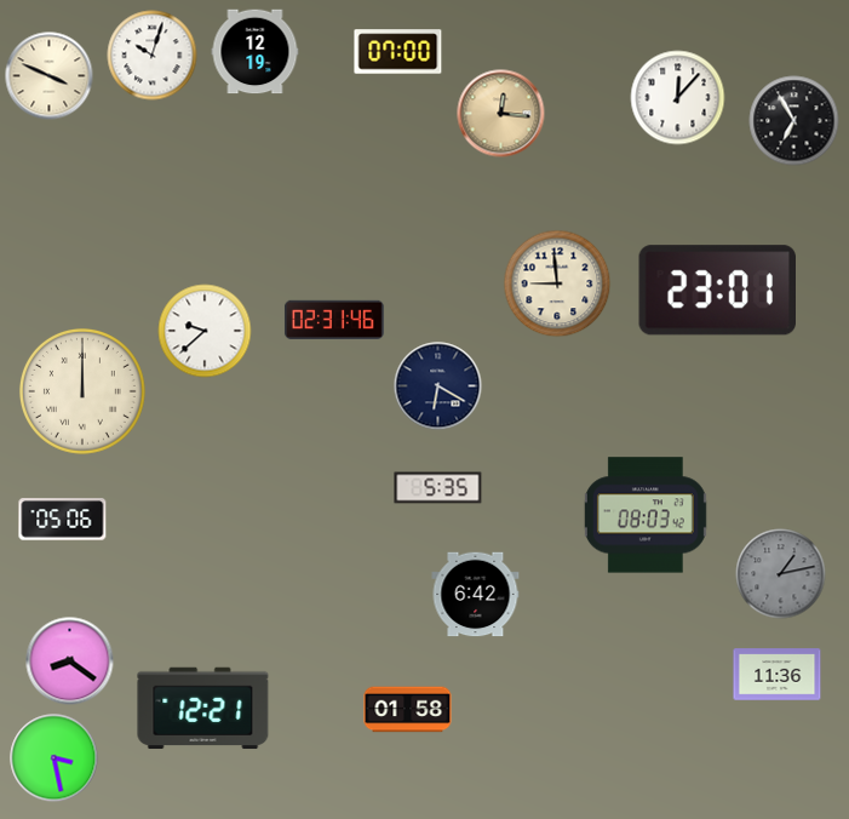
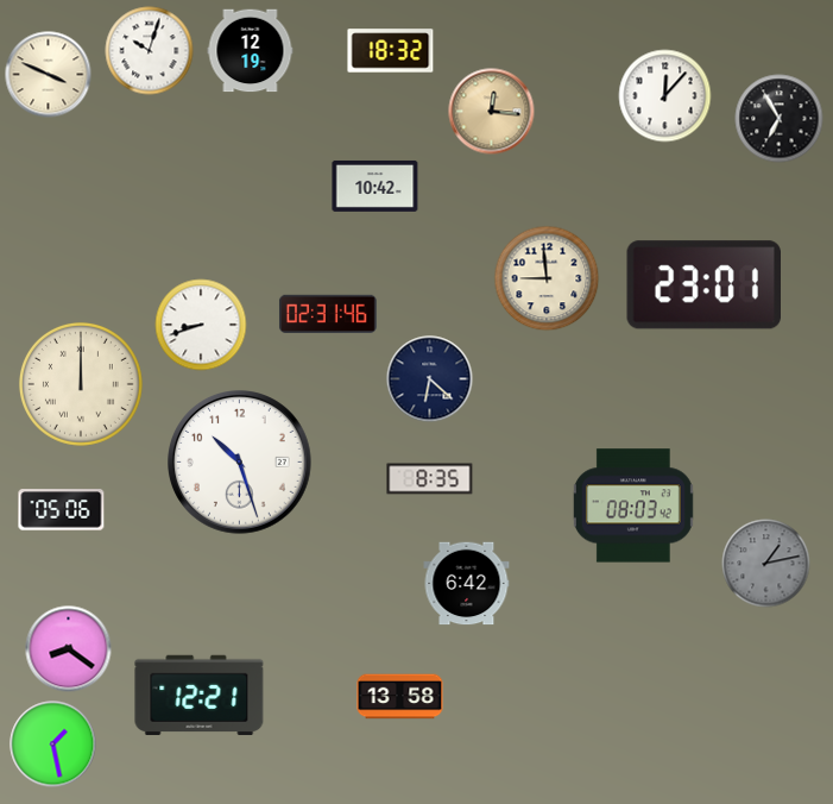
clock at (398, 52): 07:00 -> 18:32
clock at (153, 56) position: (153, 56) -> (150, 51)
clock at (376, 186): none -> 10:42
clock at (205, 331): 9:38 -> 8:42
clock at (438, 386): 6:20 -> 6:22
clock at (240, 463): none -> 10:27
clock at (438, 488): 5:35 -> 8:35
clock at (778, 675): 11:36 -> none
clock at (408, 710): 01:58 -> 13:58
clock at (55, 758): 3:28 -> 1:28
